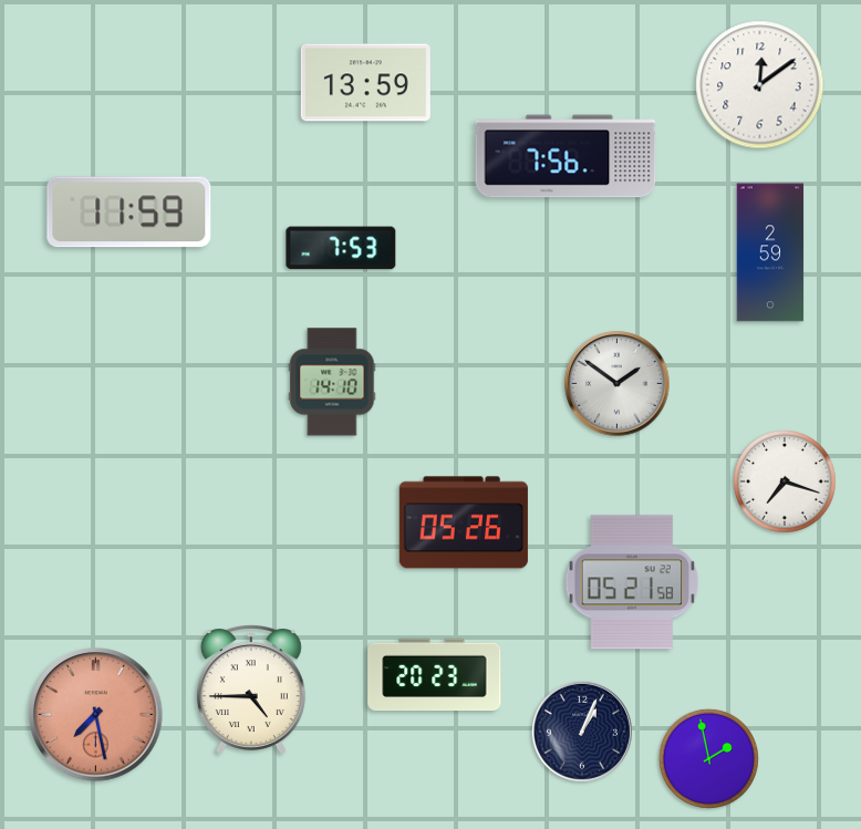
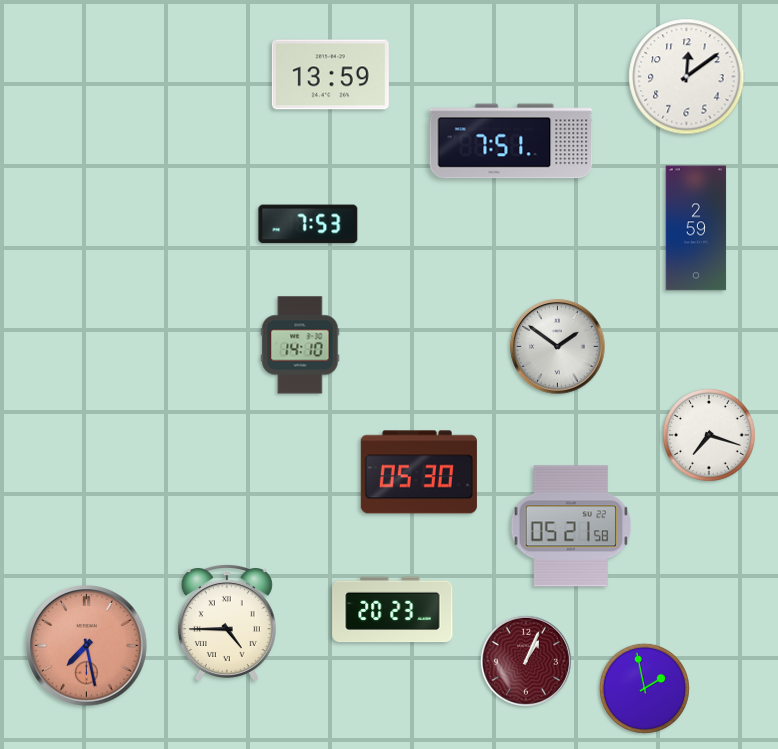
clock at (566, 156): 7:56 -> 7:51
clock at (129, 213): 11:59 -> none
clock at (464, 522): 05:26 -> 05:30
clock at (582, 732) dial: navy -> burgundy
clock at (708, 758) position: (708, 758) -> (644, 688)
